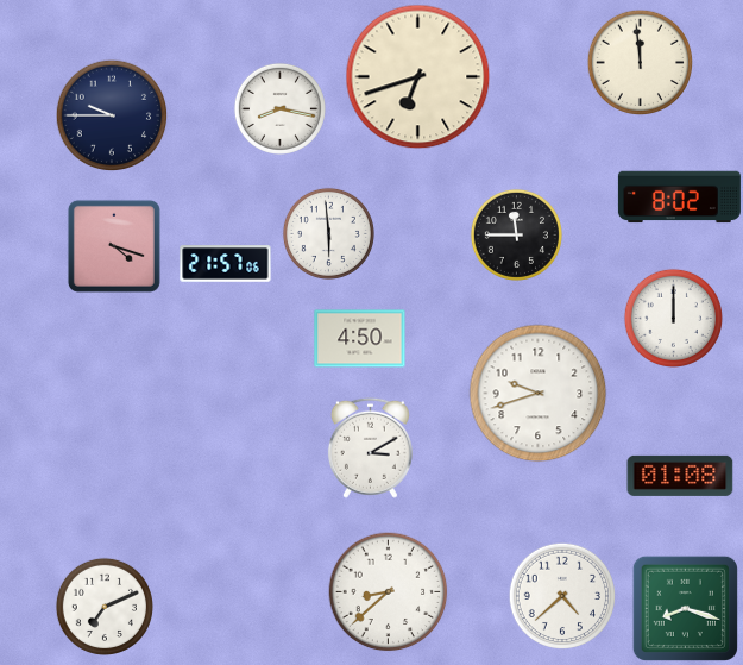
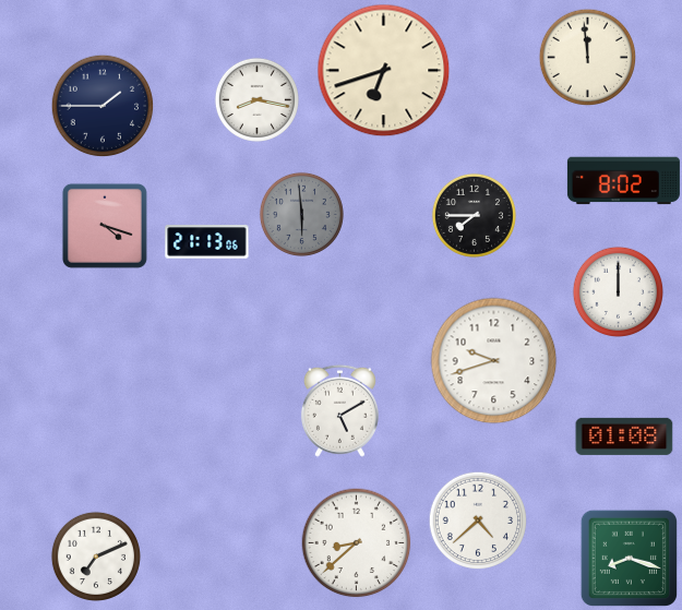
clock at (112, 115): 9:45 -> 1:45
clock at (328, 233) dial: white -> grey
clock at (516, 234): 11:45 -> 7:45
clock at (226, 264): 21:57 -> 21:13
clock at (360, 339): 4:50 -> none
clock at (370, 447): 3:10 -> 5:10
clock at (561, 595) position: (561, 595) -> (477, 519)
